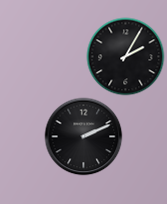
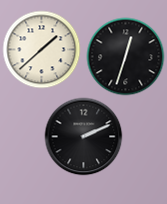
clock at (41, 49): none -> 1:38
clock at (125, 56): 2:05 -> 12:33
